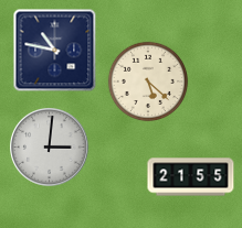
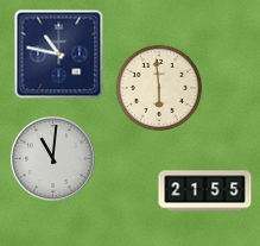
clock at (148, 82): 5:22 -> 5:59
clock at (50, 148): 3:01 -> 11:01
